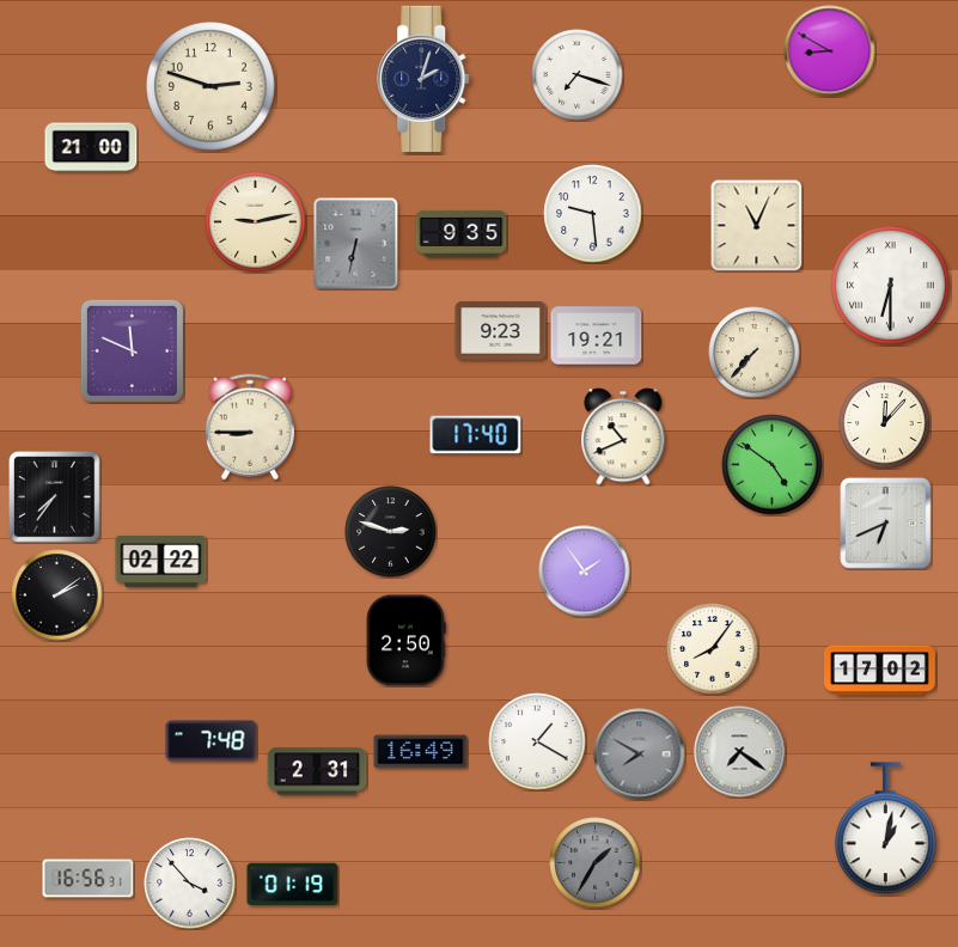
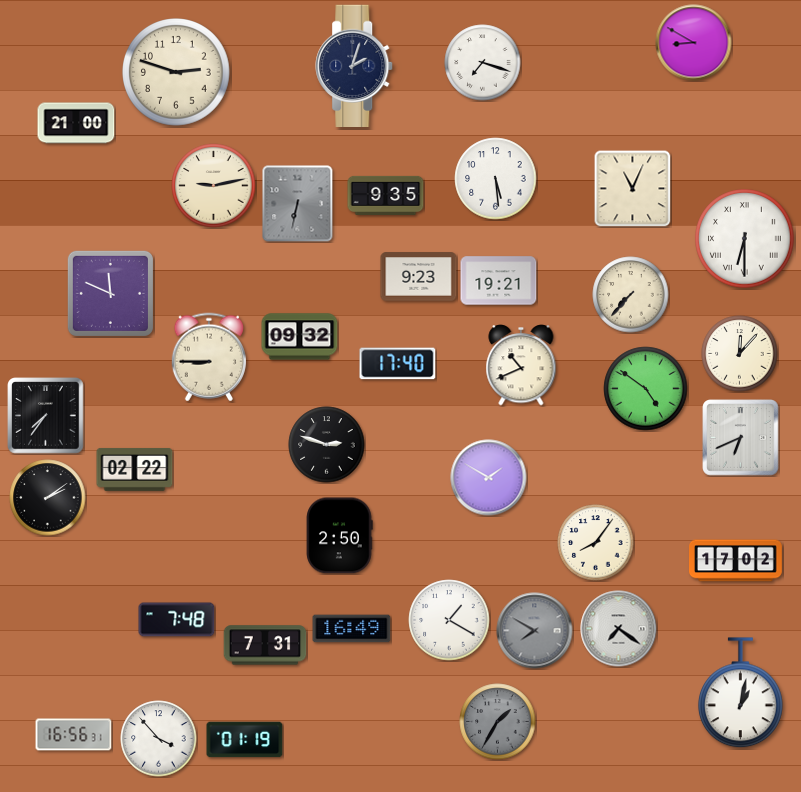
clock at (593, 214): 9:29 -> 5:29
clock at (300, 337): none -> 09:32
clock at (585, 572): 1:54 -> 1:50
clock at (317, 771): 2:31 -> 7:31
